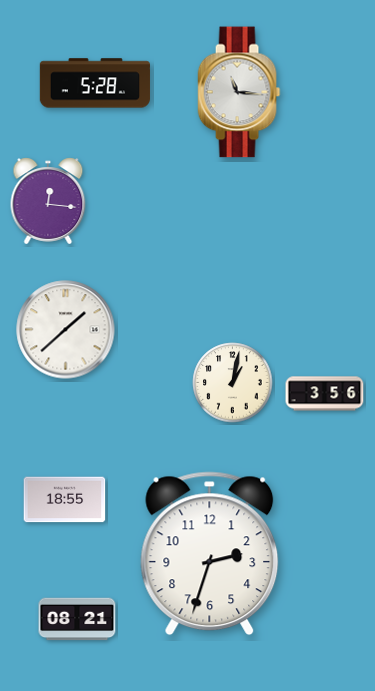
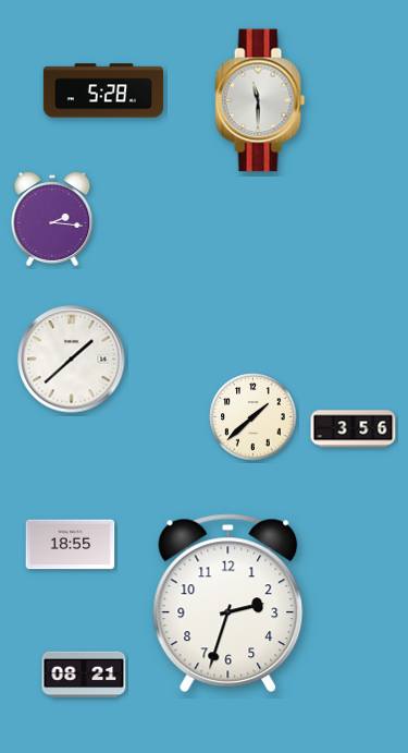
clock at (239, 92): 11:16 -> 11:30
clock at (48, 201): 12:16 -> 2:16
clock at (233, 383): 1:02 -> 1:38
